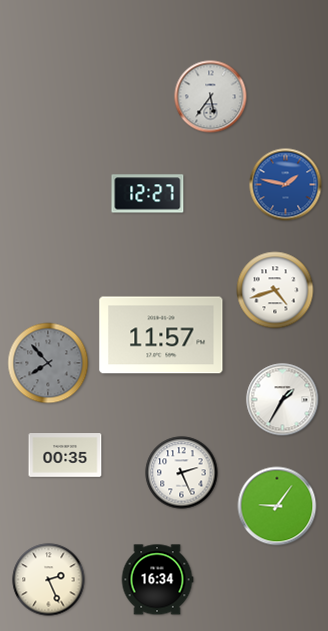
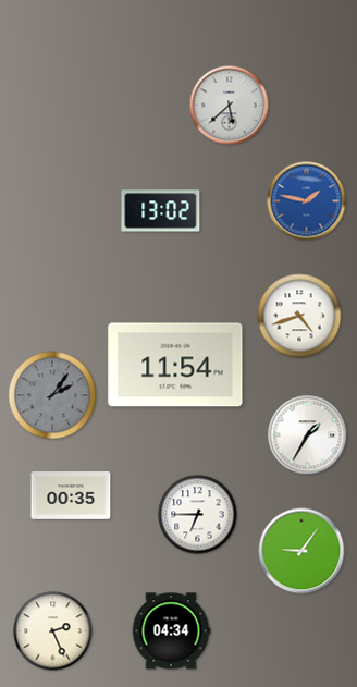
clock at (211, 97): 5:36 -> 5:38
clock at (286, 185) position: (286, 185) -> (307, 201)
clock at (148, 194): 12:27 -> 13:02
clock at (161, 335): 11:57 -> 11:54
clock at (48, 363): 7:53 -> 2:06
clock at (182, 473): 2:26 -> 6:45
clock at (157, 580): 16:34 -> 04:34
